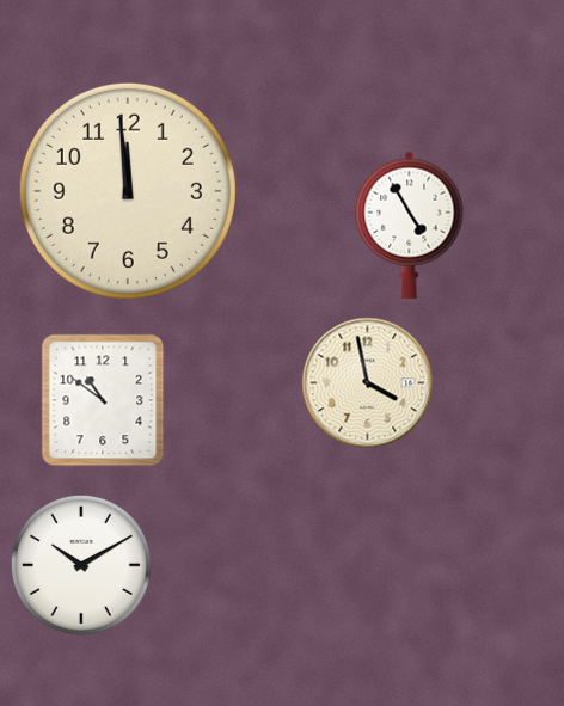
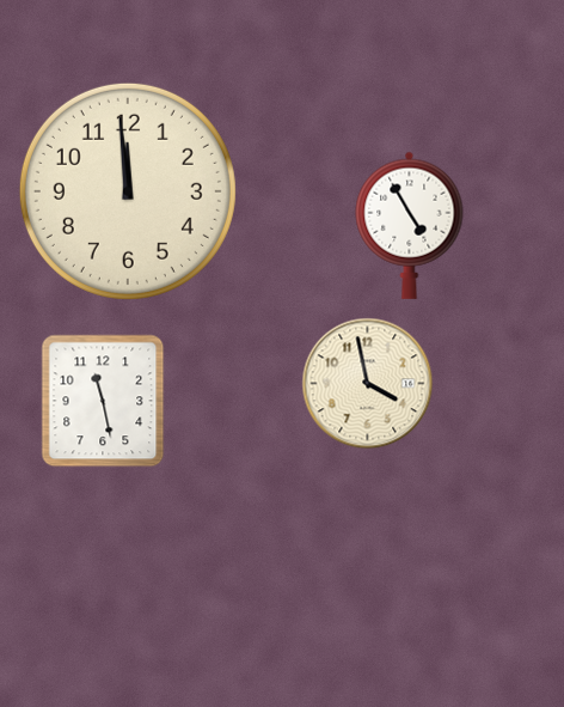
clock at (103, 400): 10:51 -> 11:28
clock at (81, 565): 10:10 -> none
